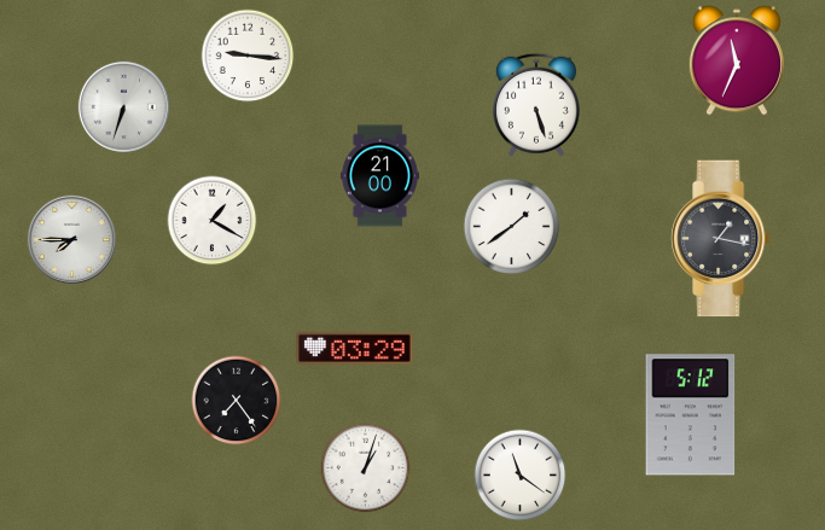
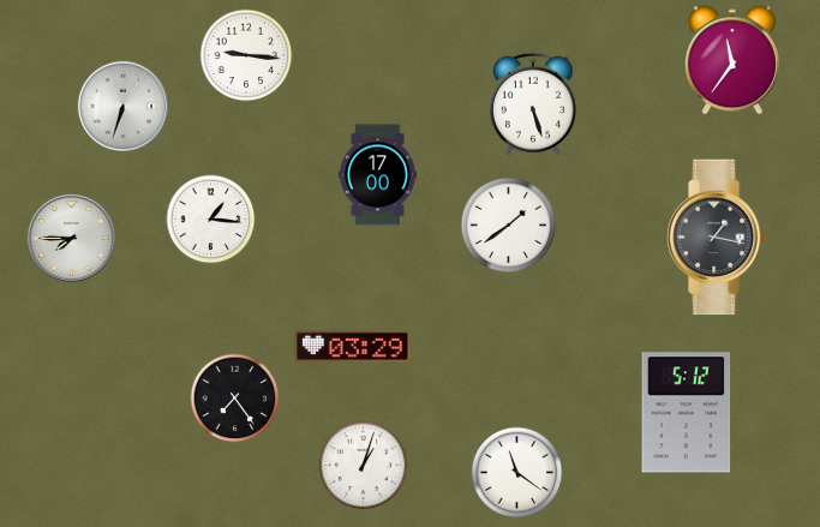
clock at (737, 60): 11:34 -> 11:36
clock at (379, 176): 21:00 -> 17:00
clock at (213, 221): 1:20 -> 1:16
